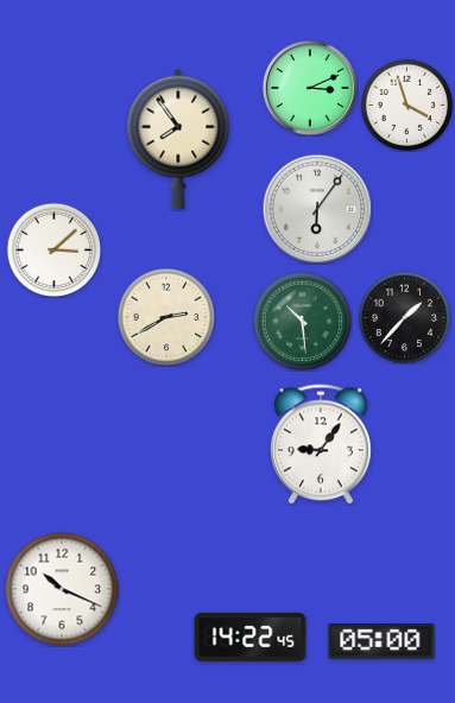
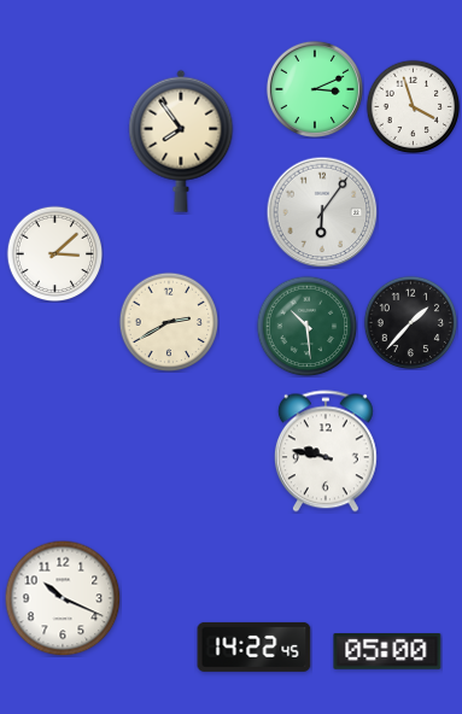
clock at (321, 444): 9:06 -> 9:47
